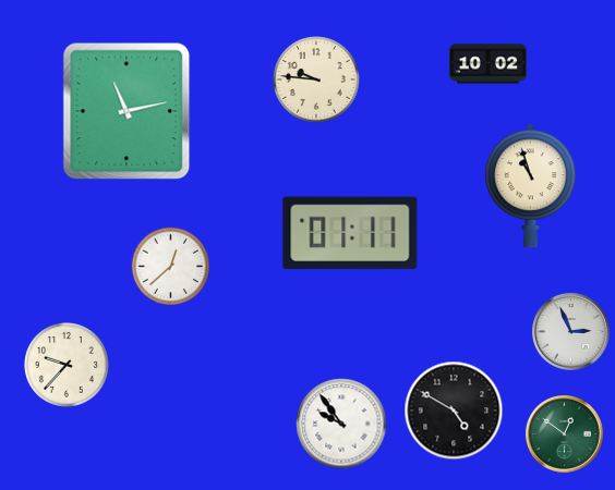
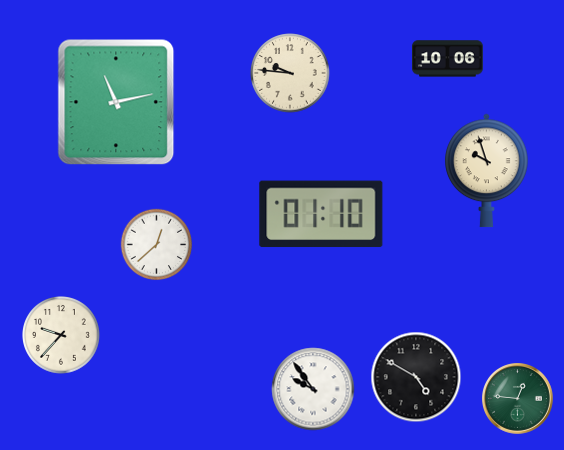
clock at (489, 64): 10:02 -> 10:06
clock at (531, 186): 10:57 -> 9:57
clock at (350, 233): 01:11 -> 01:10
clock at (571, 332): 2:56 -> none
clock at (565, 434): 12:51 -> 12:46
